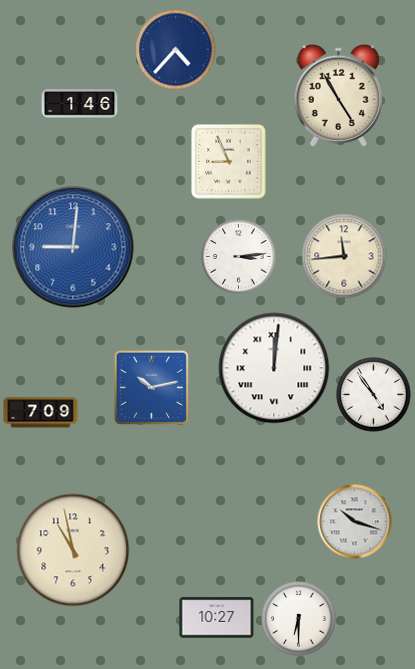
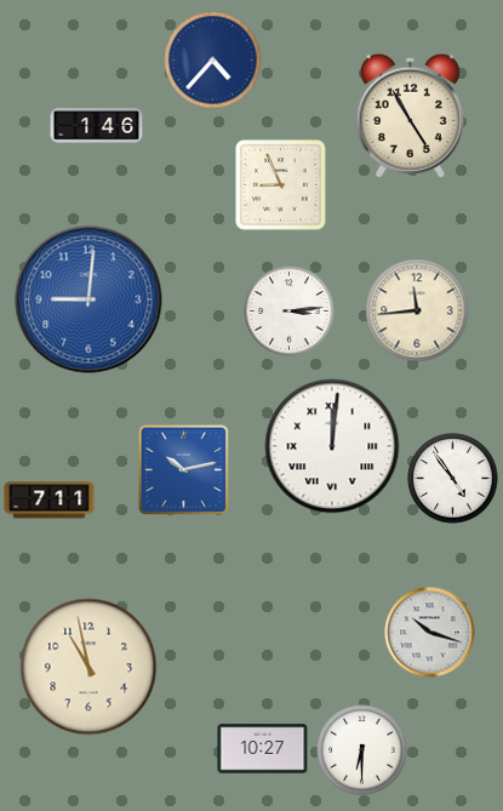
clock at (229, 162) position: (229, 162) -> (281, 185)
clock at (41, 413): 7:09 -> 7:11
